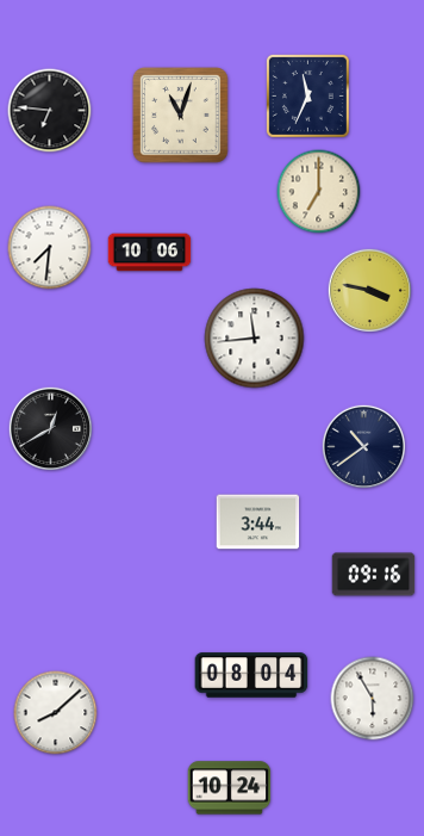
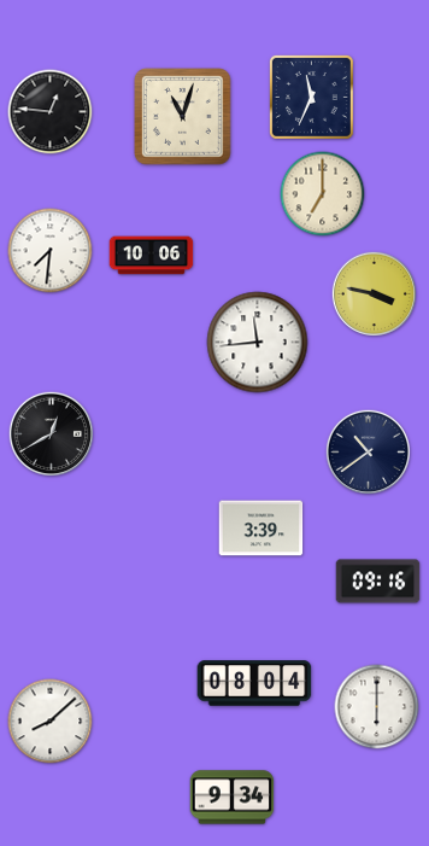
clock at (50, 111): 6:46 -> 12:46
clock at (258, 522): 3:44 -> 3:39
clock at (373, 699): 5:55 -> 6:00
clock at (56, 713) position: (56, 713) -> (51, 722)
clock at (230, 788): 10:24 -> 9:34
